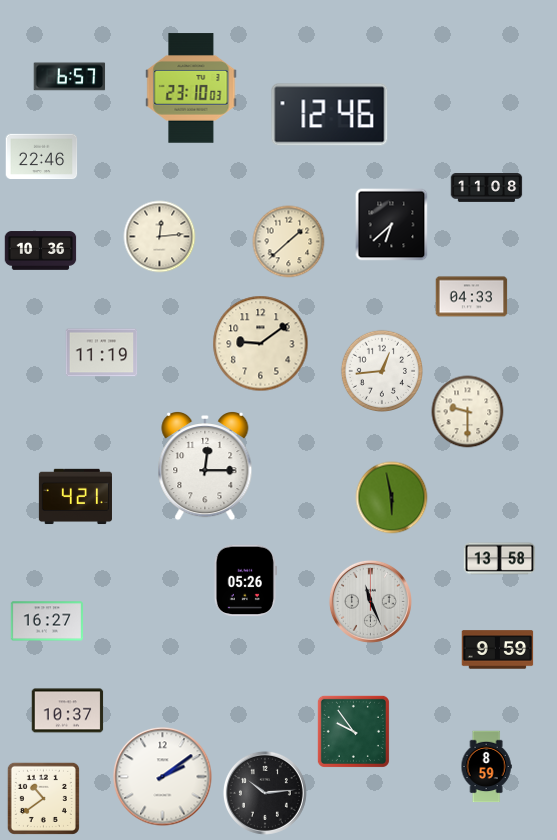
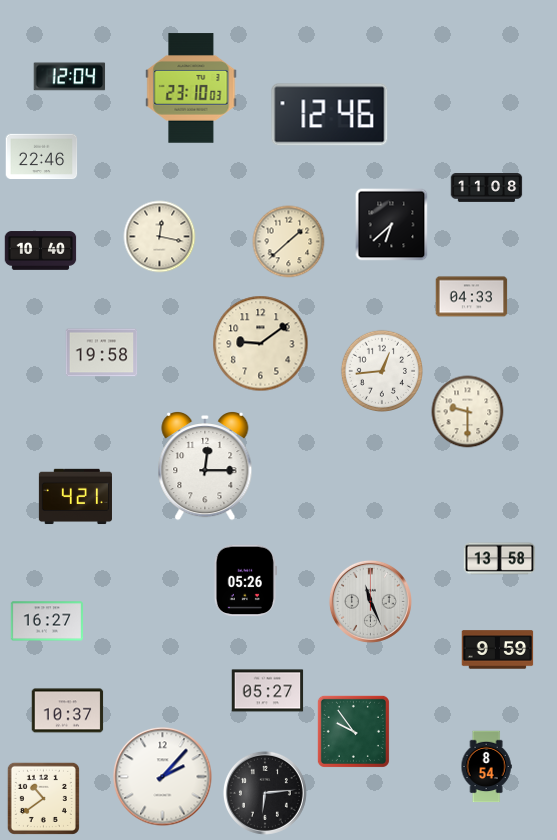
clock at (70, 77): 6:57 -> 12:04
clock at (160, 237): 12:14 -> 12:17
clock at (41, 251): 10:36 -> 10:40
clock at (102, 353): 11:19 -> 19:58
clock at (392, 498): 5:58 -> none
clock at (268, 691): none -> 05:27
clock at (486, 767): 8:59 -> 8:54
clock at (163, 777): 2:09 -> 2:07
clock at (265, 793): 10:14 -> 6:14
